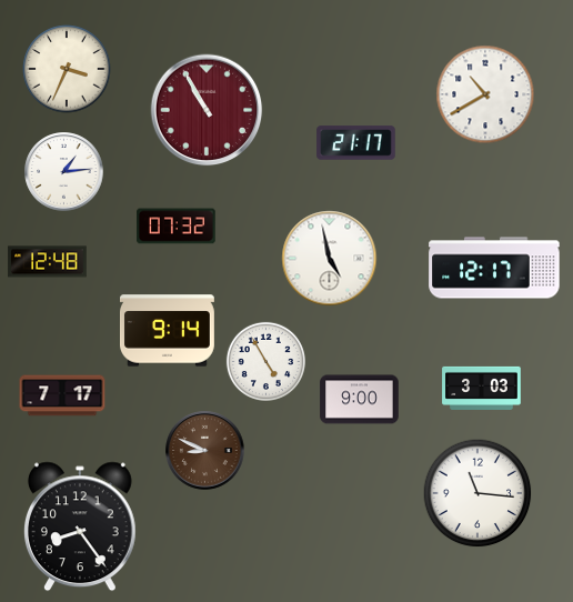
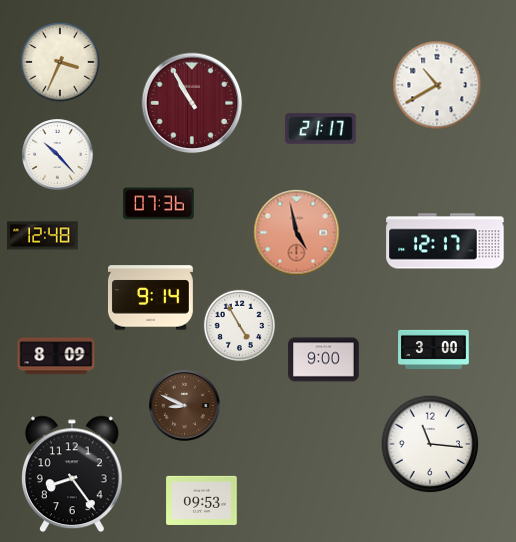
clock at (207, 110) position: (207, 110) -> (192, 103)
clock at (64, 172): 1:14 -> 10:23
clock at (177, 227): 07:32 -> 07:36
clock at (330, 259) dial: white -> salmon
clock at (482, 388): 3:03 -> 3:00
clock at (62, 395): 7:17 -> 8:09
clock at (202, 500): none -> 09:53
